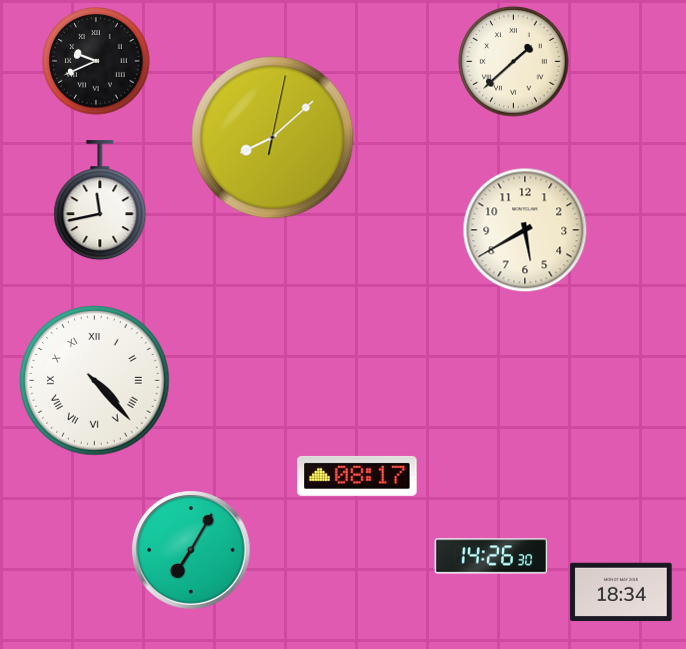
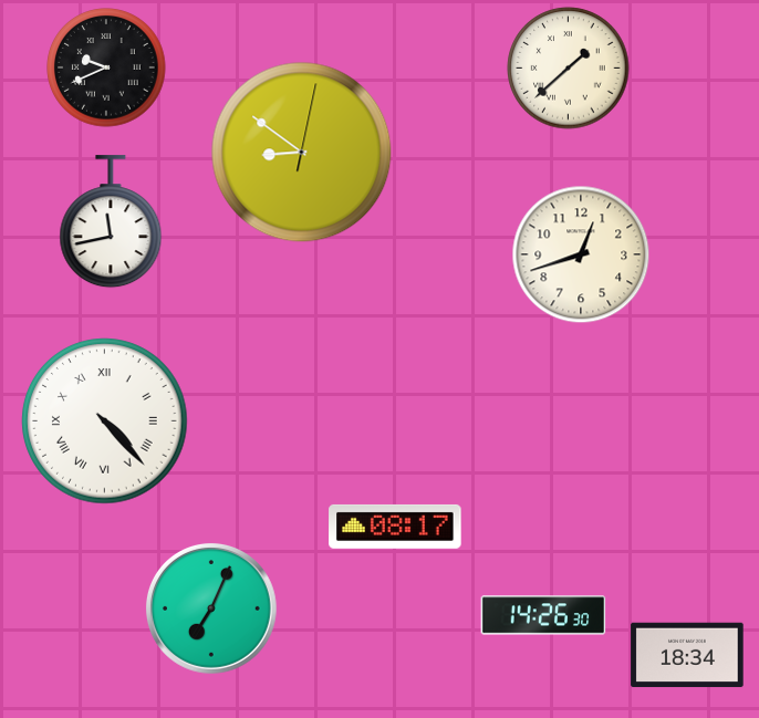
clock at (273, 138): 8:08 -> 8:51
clock at (525, 230): 5:40 -> 12:42
clock at (191, 550): 7:05 -> 7:04
